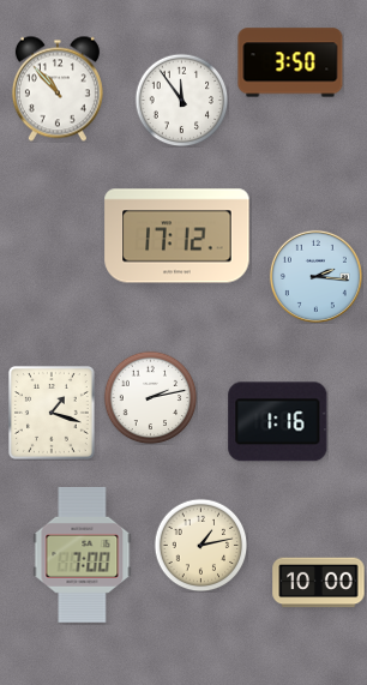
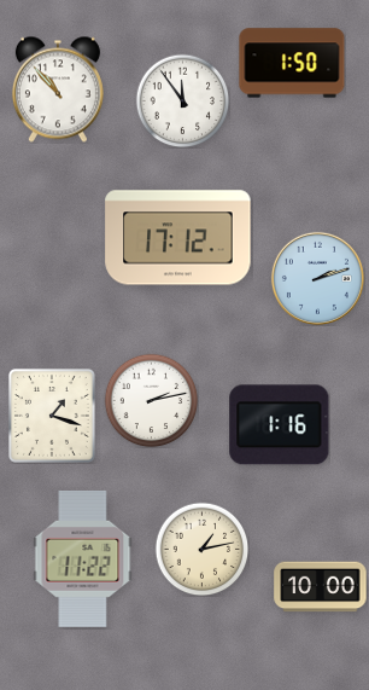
clock at (290, 62): 3:50 -> 1:50
clock at (315, 276): 2:16 -> 2:12
clock at (83, 554): 7:00 -> 11:22
